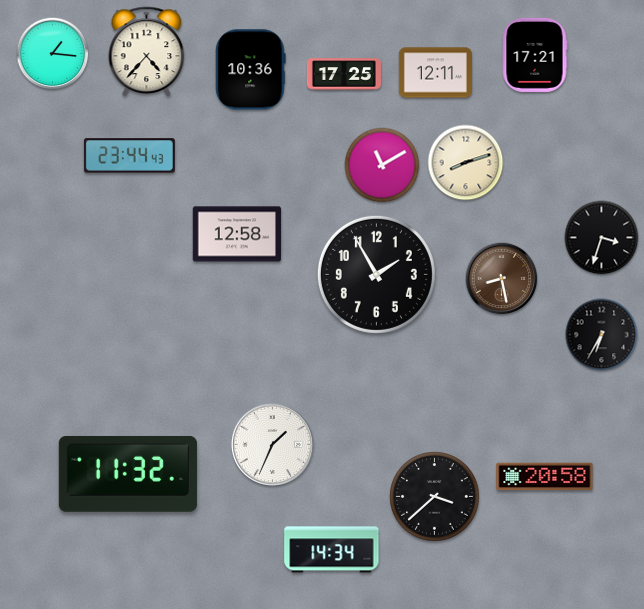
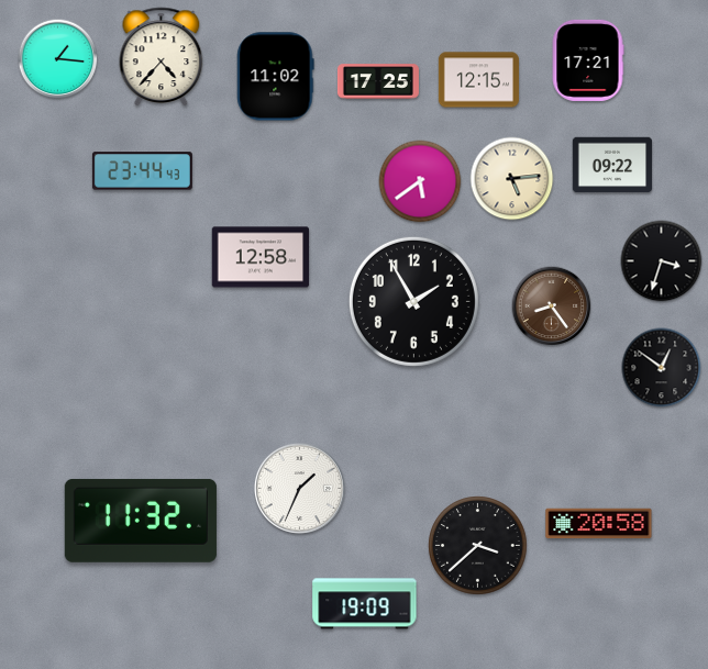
clock at (251, 70): 10:36 -> 11:02
clock at (435, 73): 12:11 -> 12:15
clock at (612, 165): none -> 09:22
clock at (466, 163): 8:12 -> 5:14
clock at (382, 165): 11:10 -> 5:39
clock at (502, 279): 8:28 -> 8:24
clock at (602, 335): 6:35 -> 12:51
clock at (332, 550): 14:34 -> 19:09
